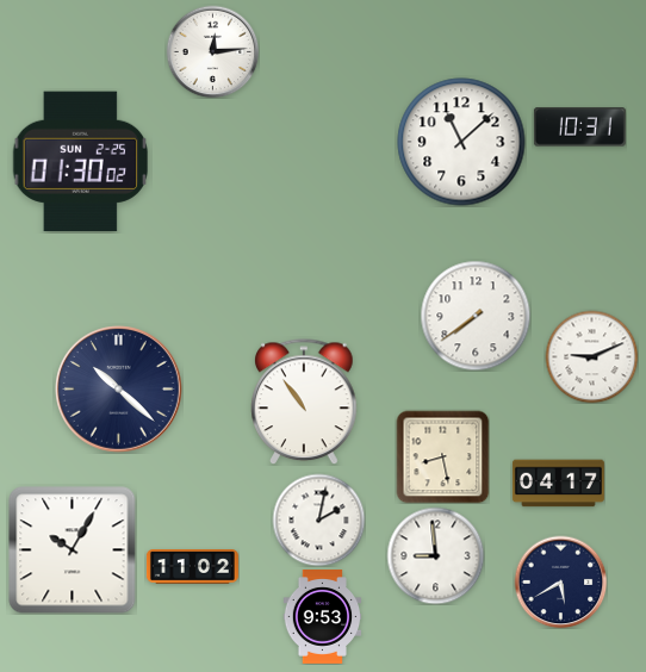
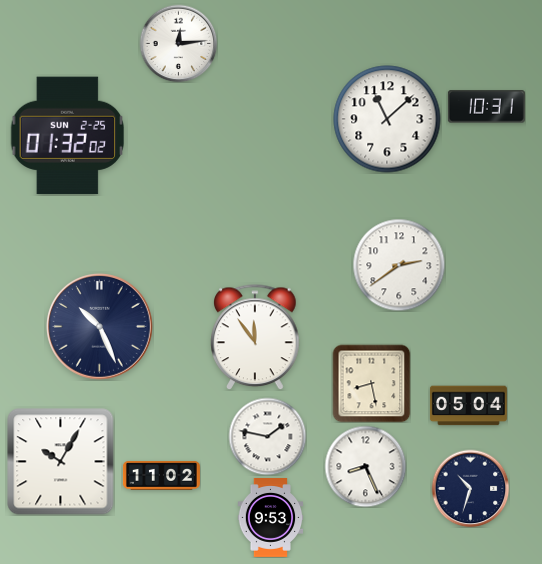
clock at (81, 162): 01:30 -> 01:32
clock at (476, 316): 7:39 -> 2:39
clock at (591, 356): 9:11 -> none
clock at (119, 390): 10:22 -> 10:26
clock at (304, 402): 10:54 -> 11:54
clock at (558, 484): 04:17 -> 05:04
clock at (318, 519): 2:02 -> 1:47
clock at (435, 555): 8:59 -> 8:26
clock at (560, 581): 5:40 -> 10:33
